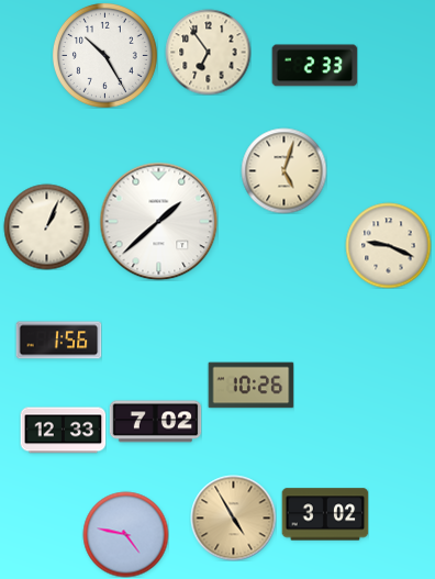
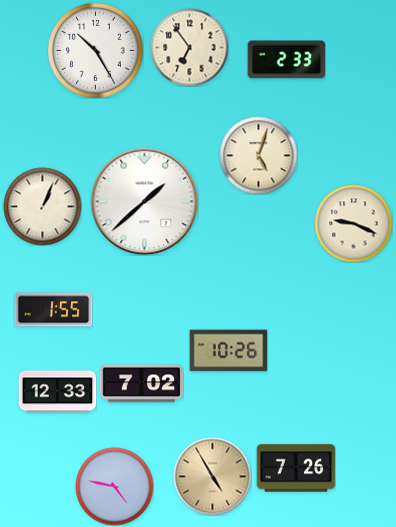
clock at (58, 341): 1:56 -> 1:55
clock at (325, 514): 3:02 -> 7:26
clock at (233, 517) position: (233, 517) -> (212, 476)
